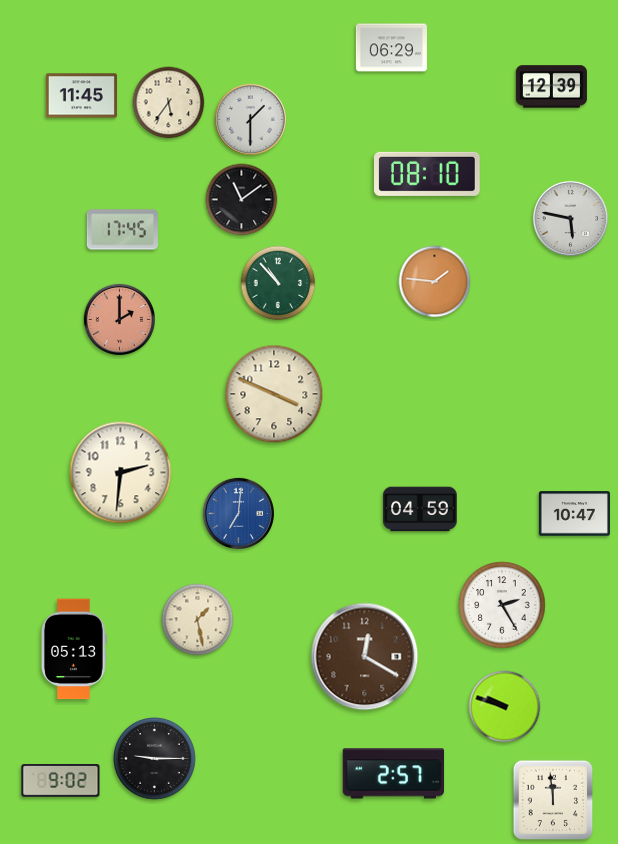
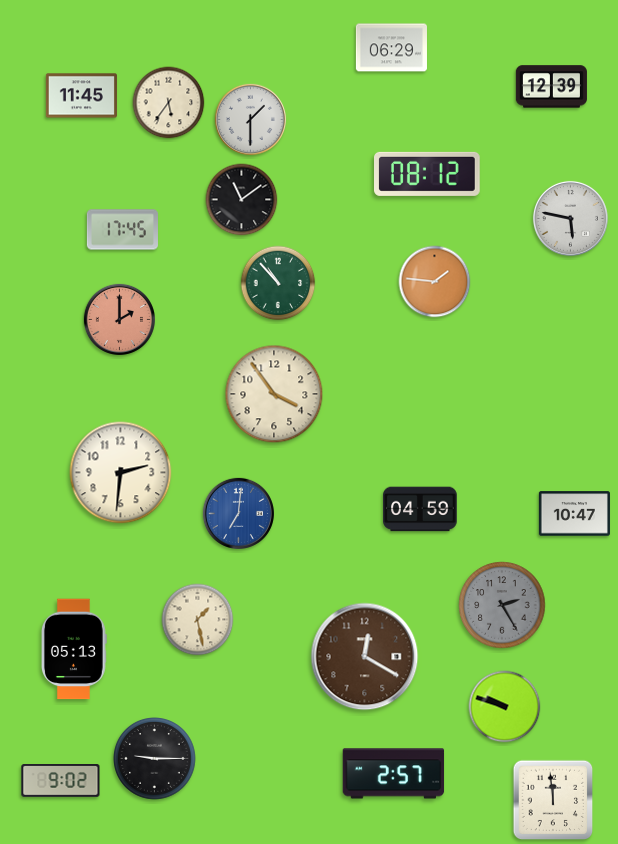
clock at (428, 174): 08:10 -> 08:12
clock at (274, 394): 3:49 -> 3:54
clock at (502, 605) dial: white -> grey
